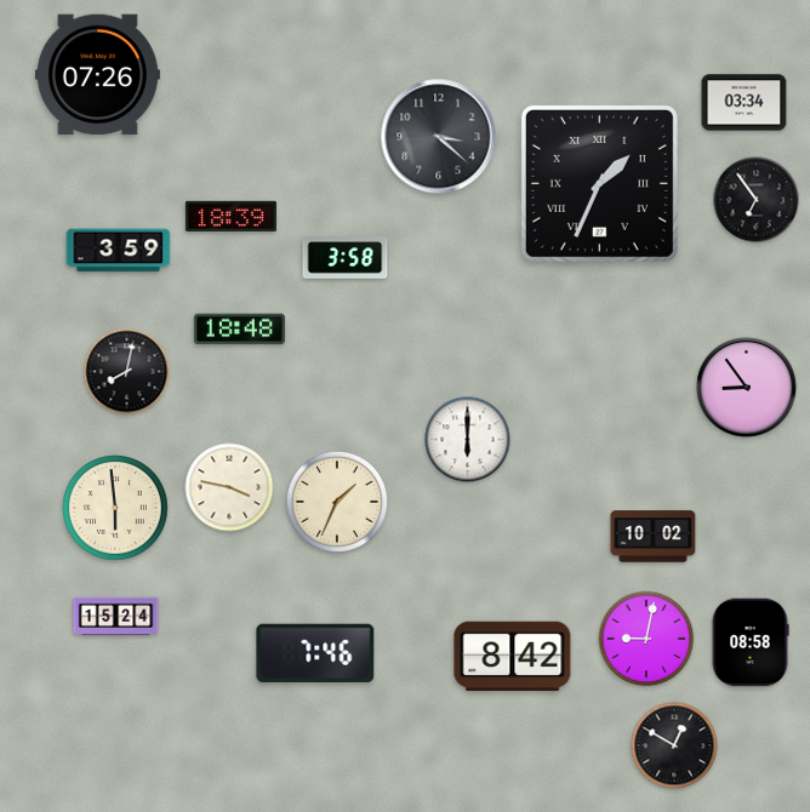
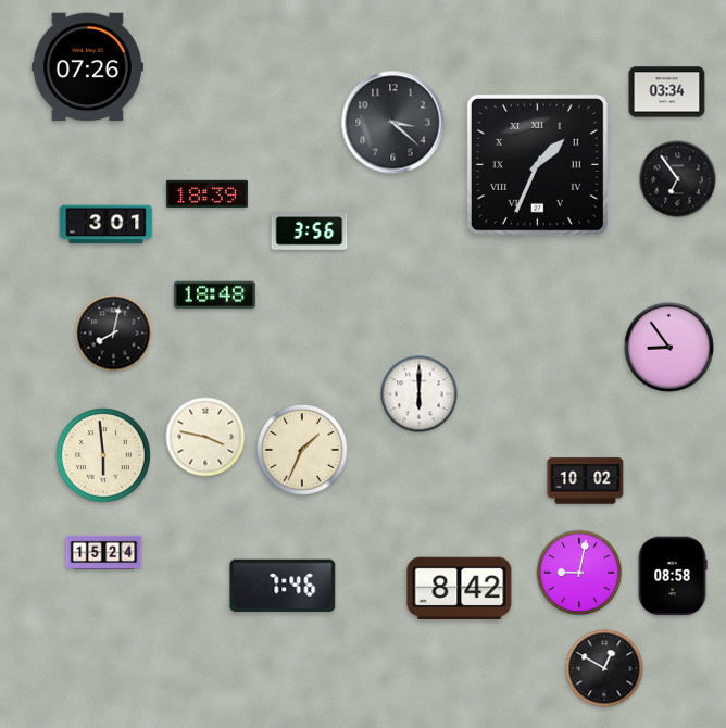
clock at (119, 251): 3:59 -> 3:01
clock at (346, 258): 3:58 -> 3:56
